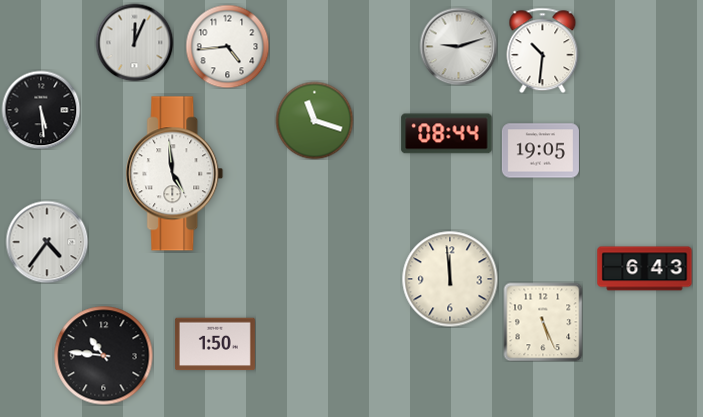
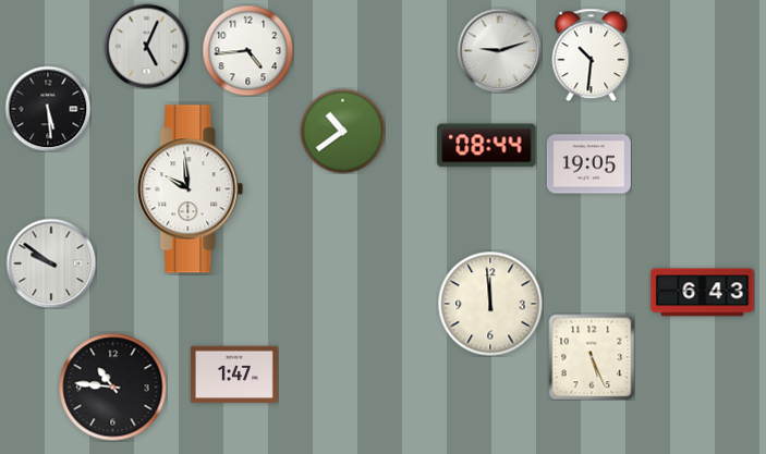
clock at (134, 42): 12:04 -> 5:04
clock at (41, 110) position: (41, 110) -> (48, 109)
clock at (314, 120): 11:18 -> 10:39
clock at (175, 174): 4:59 -> 9:59
clock at (47, 242): 4:36 -> 9:51
clock at (543, 322) position: (543, 322) -> (592, 357)
clock at (215, 344): 1:50 -> 1:47
